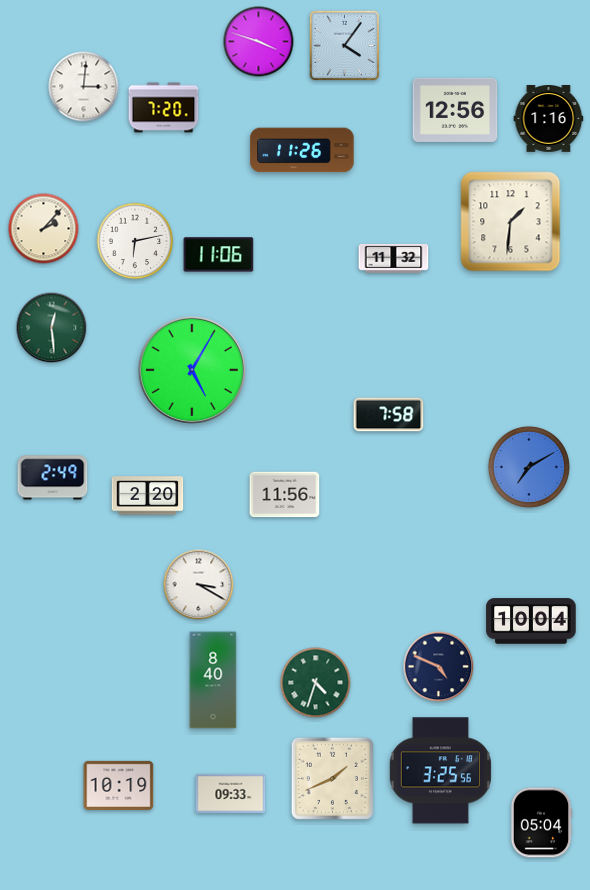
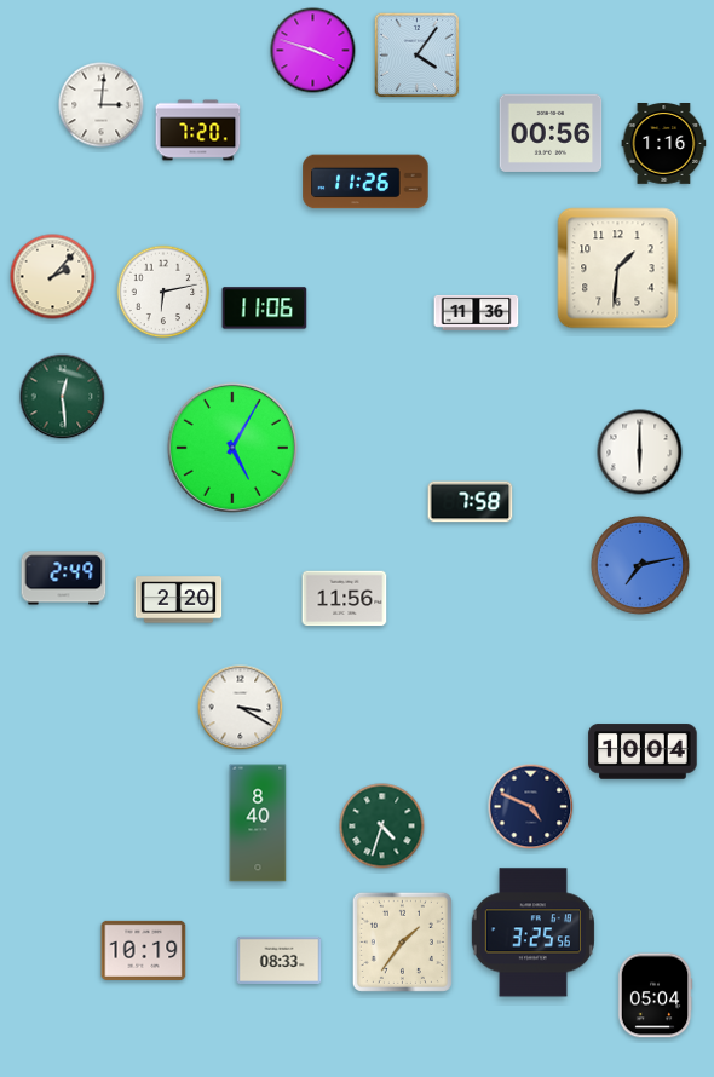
clock at (455, 110): 12:56 -> 00:56
clock at (394, 258): 11:32 -> 11:36
clock at (640, 453): none -> 6:00
clock at (529, 467): 7:10 -> 7:13
clock at (332, 778): 1:41 -> 1:36
clock at (231, 793): 09:33 -> 08:33
